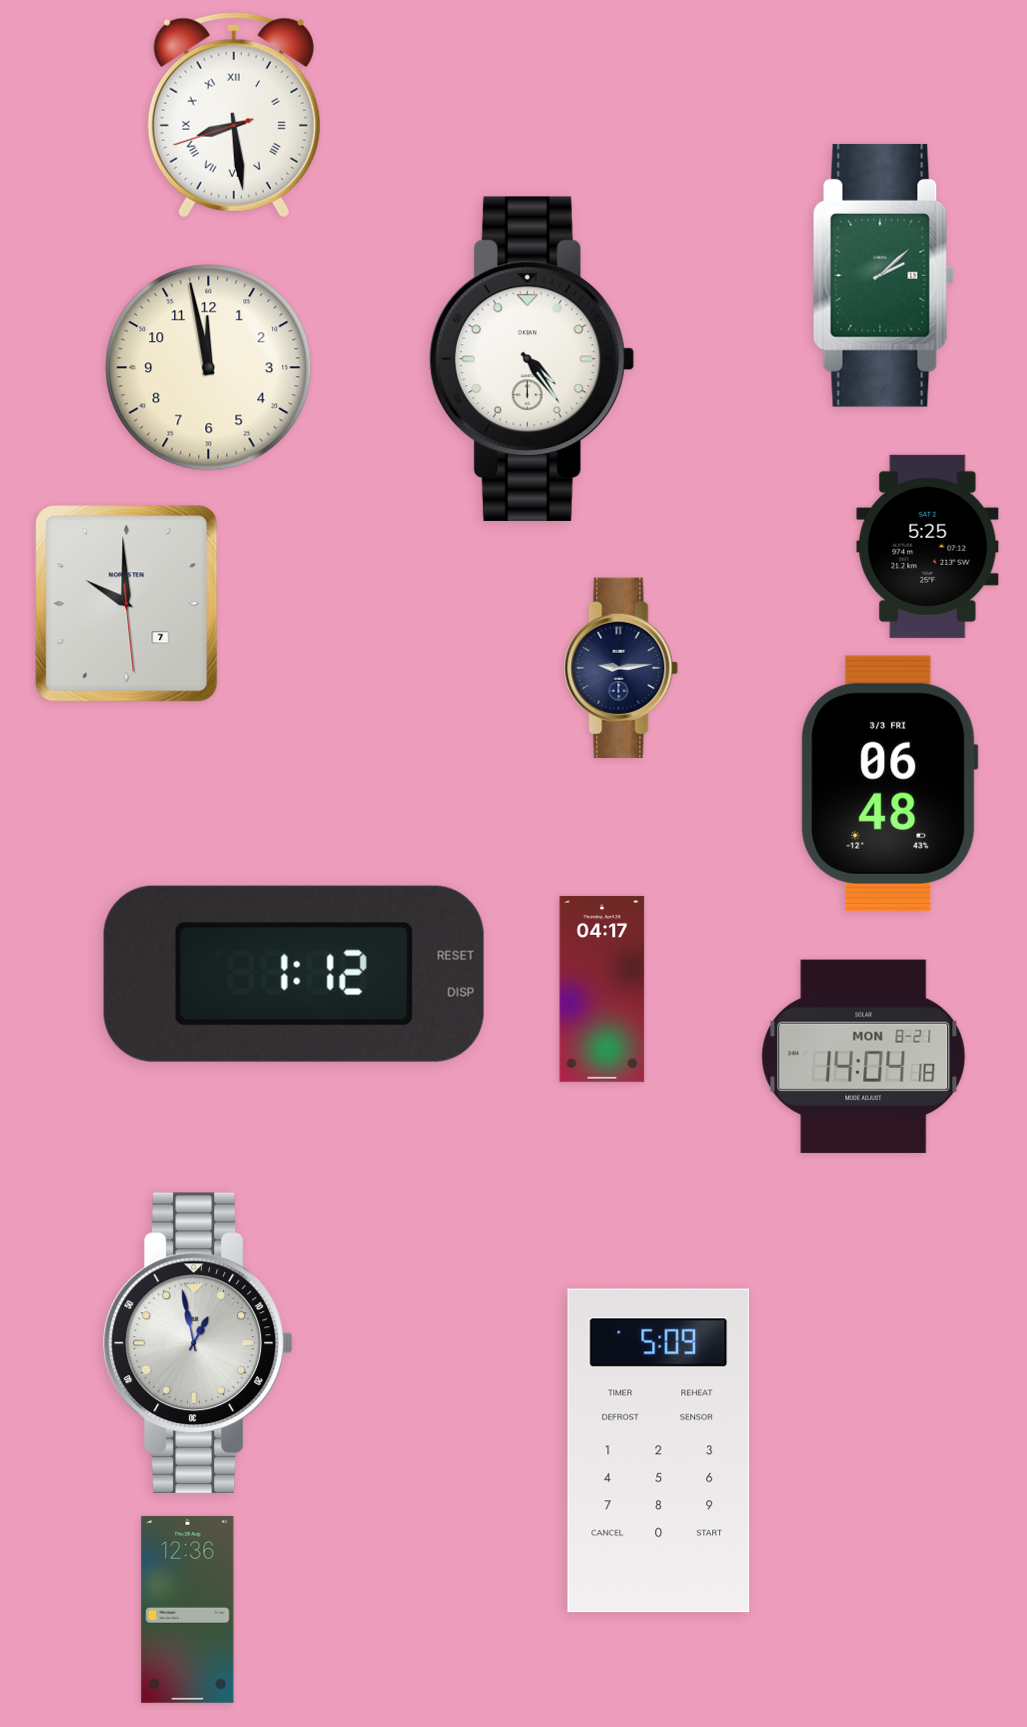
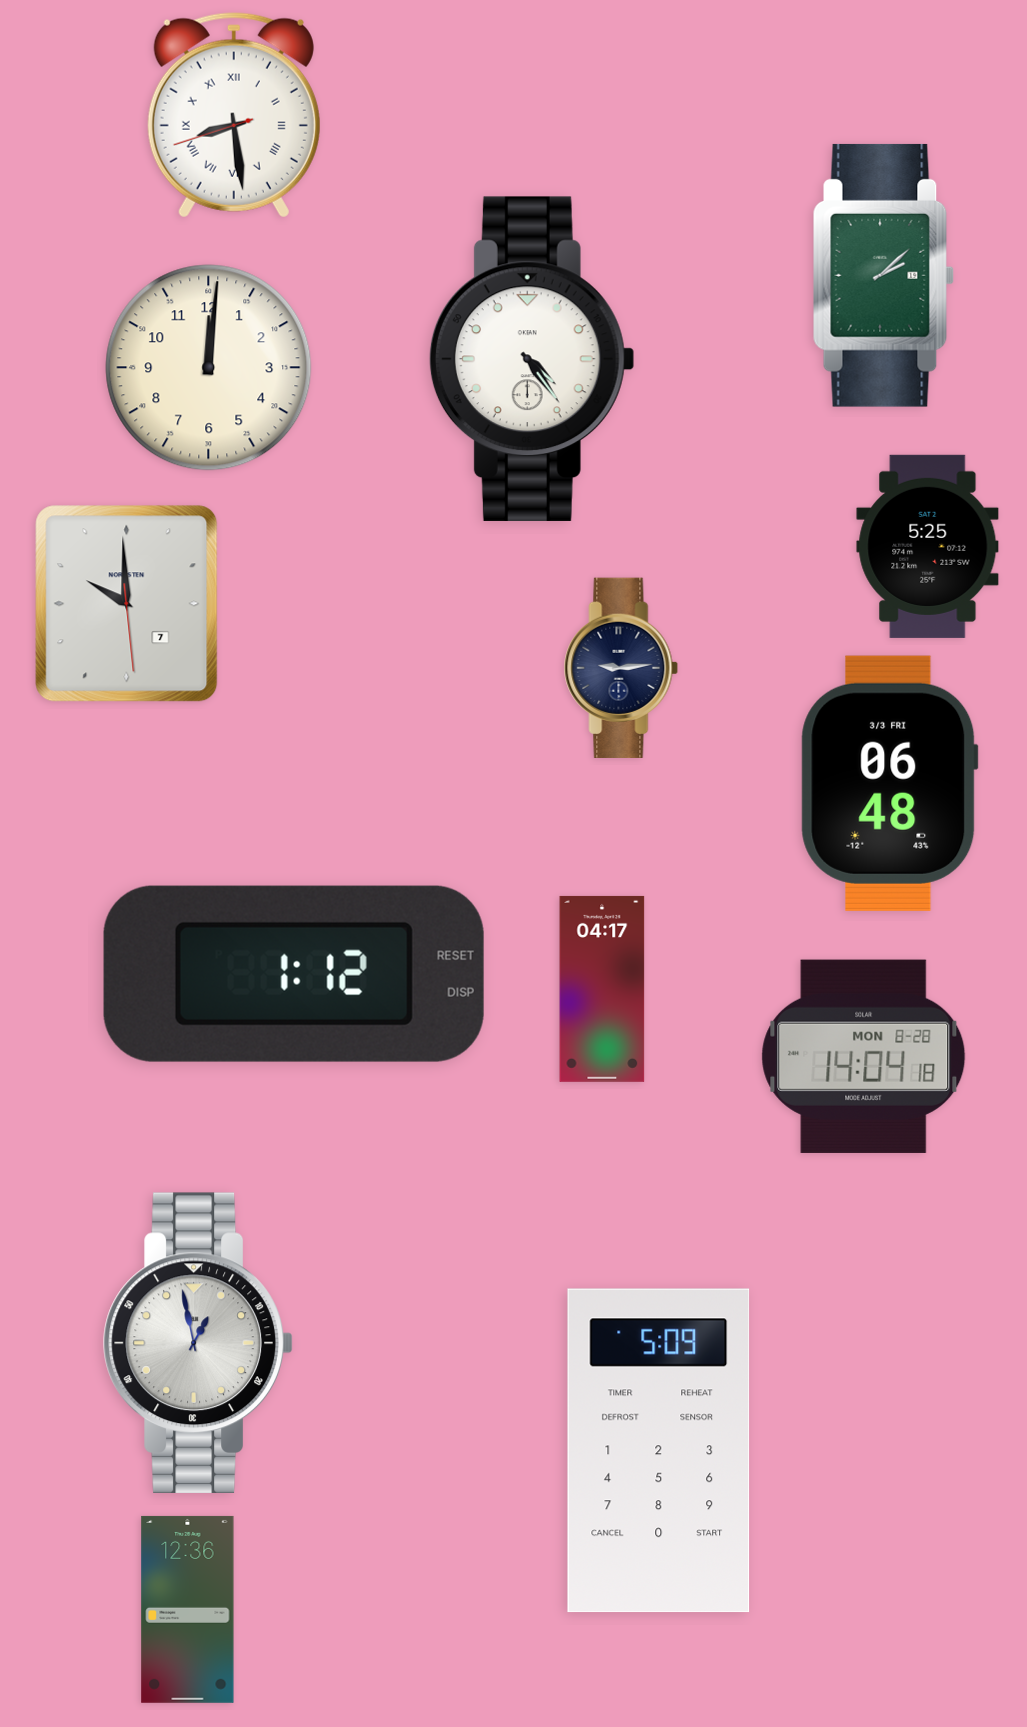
clock at (209, 368): 11:58 -> 12:01
clock at (864, 1056) date: MON 8-21 -> MON 8-28
